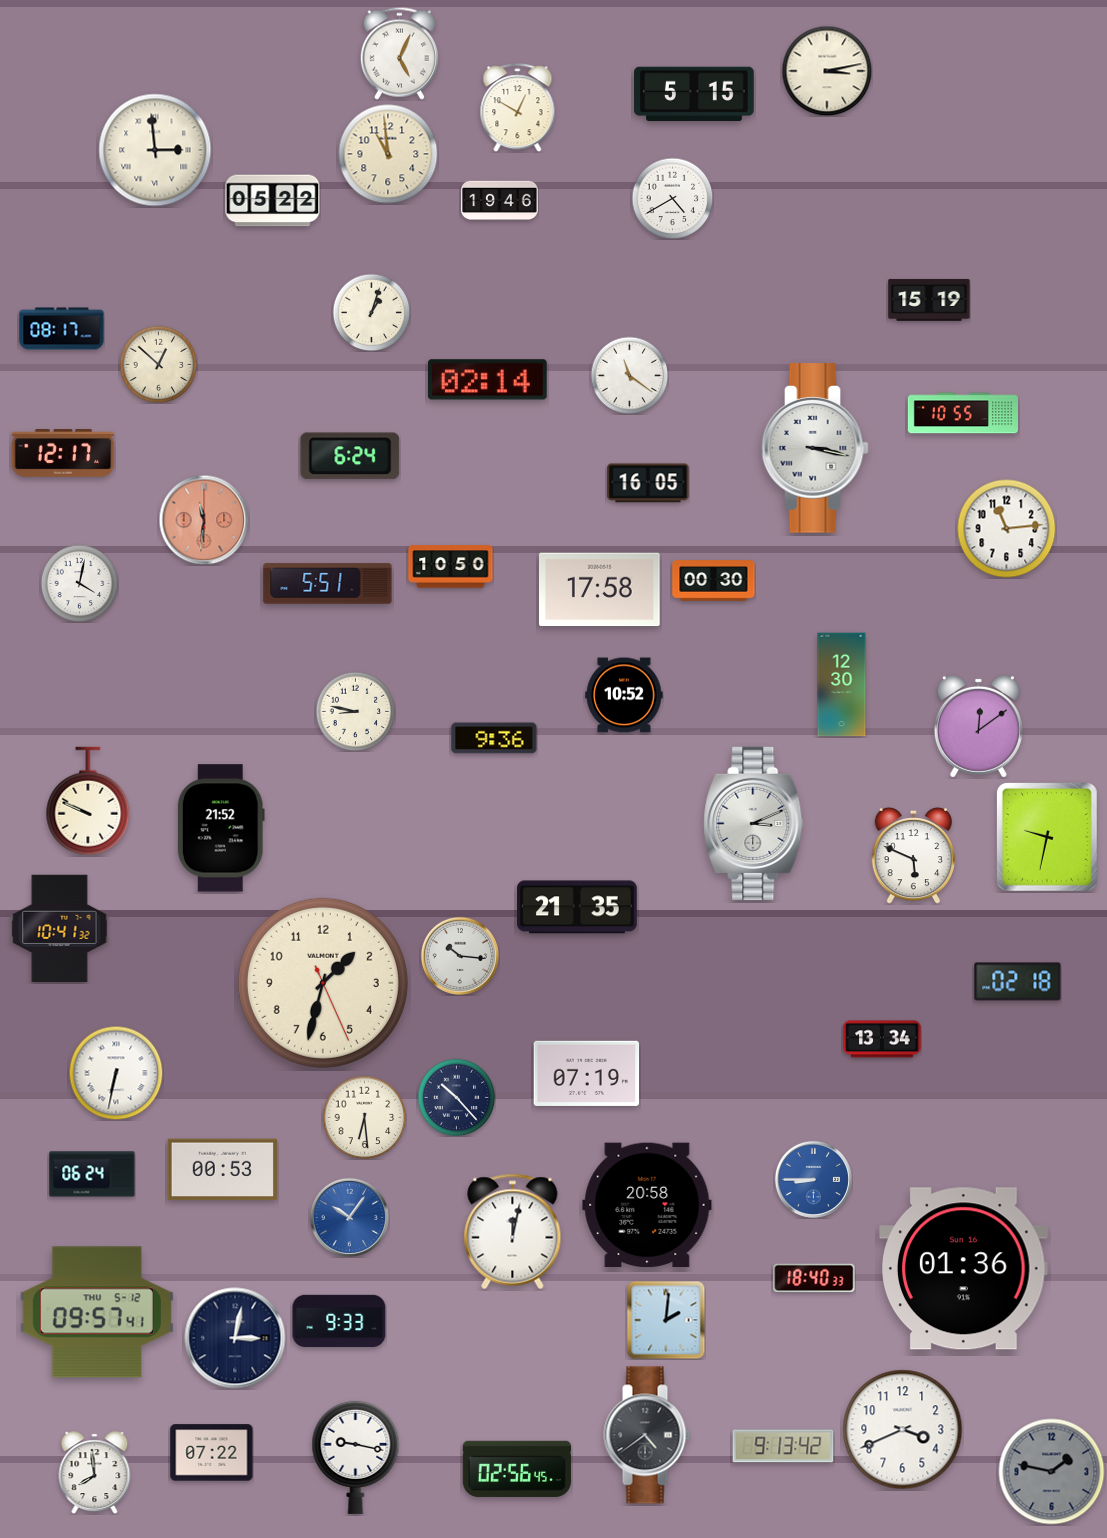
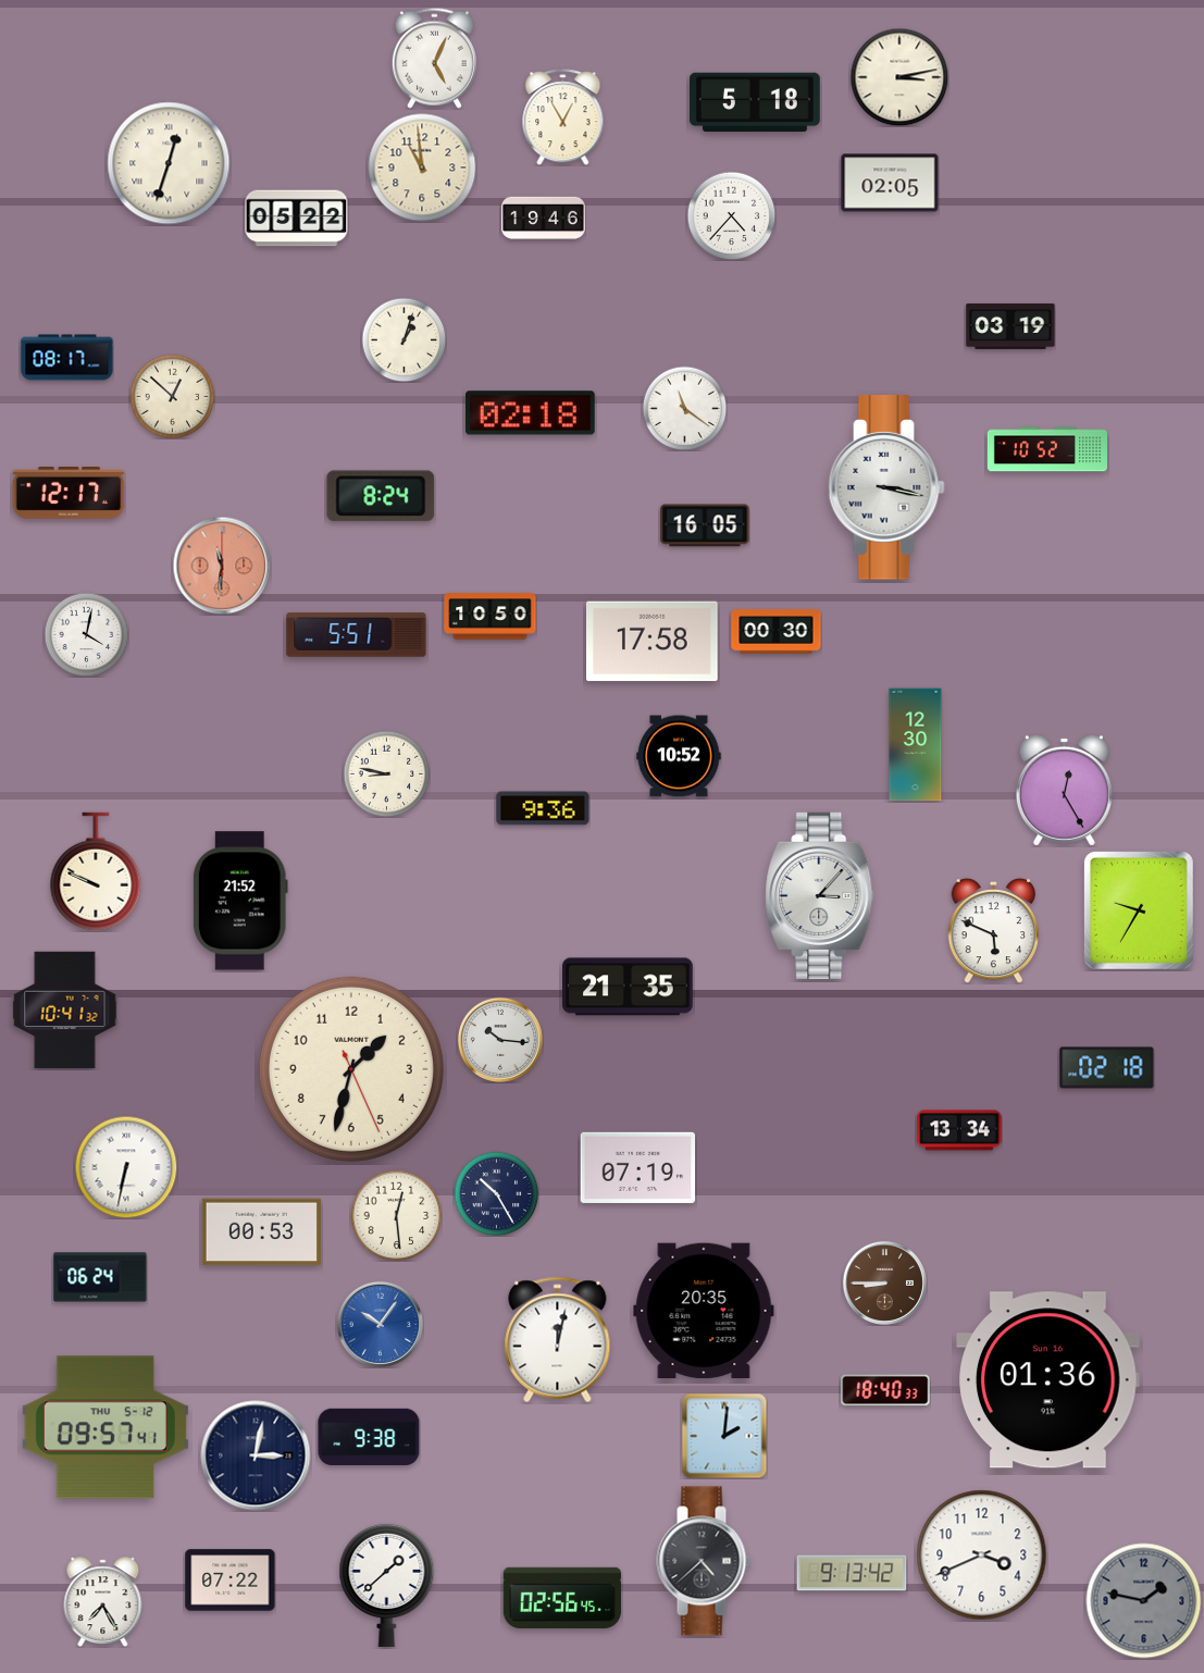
clock at (694, 94): 5:15 -> 5:18
clock at (518, 108): 12:50 -> 12:55
clock at (155, 150): 2:59 -> 12:33
clock at (890, 183): none -> 02:05
clock at (672, 198): 4:40 -> 4:37
clock at (929, 300): 15:19 -> 03:19
clock at (487, 380): 02:14 -> 02:18
clock at (962, 413): 10:55 -> 10:52
clock at (350, 456): 6:24 -> 8:24
clock at (1007, 529): 11:14 -> none
clock at (978, 726): 12:09 -> 12:25
clock at (494, 738) position: (494, 738) -> (543, 808)
clock at (754, 823): 3:11 -> 3:07
clock at (1047, 837): 9:32 -> 9:35
clock at (456, 1097): 10:23 -> 10:25
clock at (364, 1117): 6:29 -> 12:29
clock at (222, 1170) position: (222, 1170) -> (261, 1232)
clock at (813, 1179) dial: blue -> brown
clock at (647, 1205): 20:58 -> 20:35
clock at (339, 1320): 9:33 -> 9:38
clock at (647, 1435): 4:39 -> 4:38
clock at (356, 1457): 9:17 -> 1:38
clock at (95, 1473): 7:59 -> 7:25
